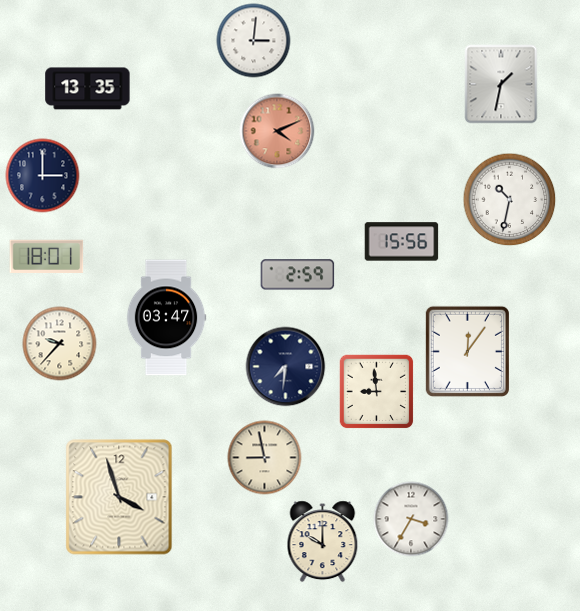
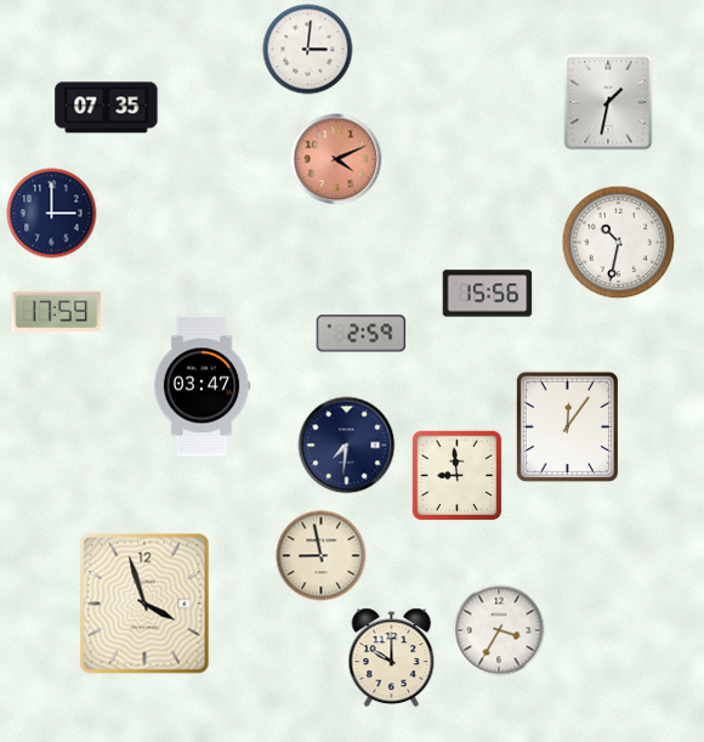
clock at (88, 89): 13:35 -> 07:35
clock at (47, 256): 18:01 -> 17:59
clock at (60, 344): 9:37 -> none
